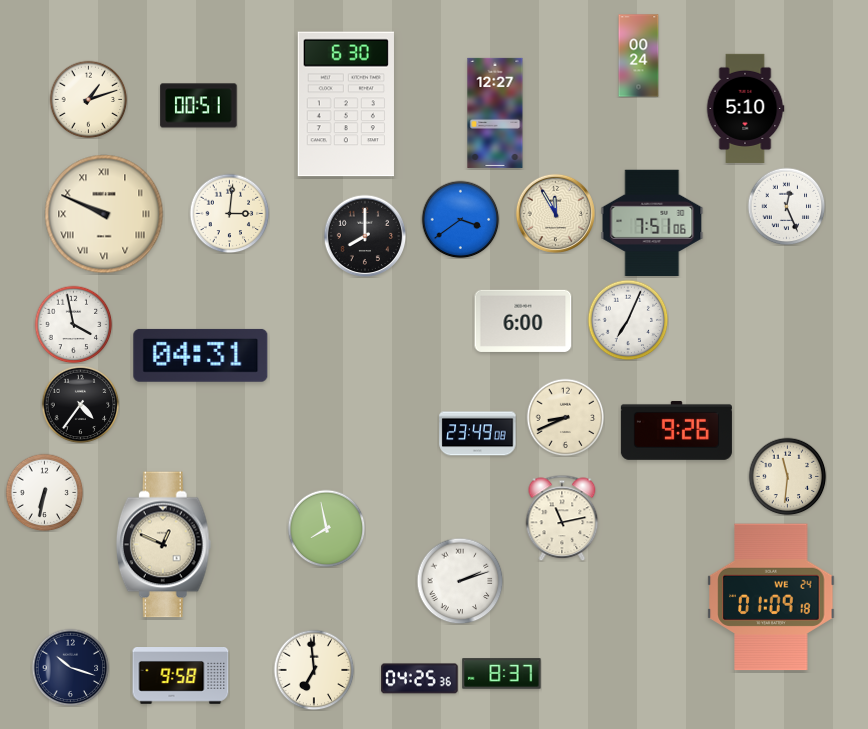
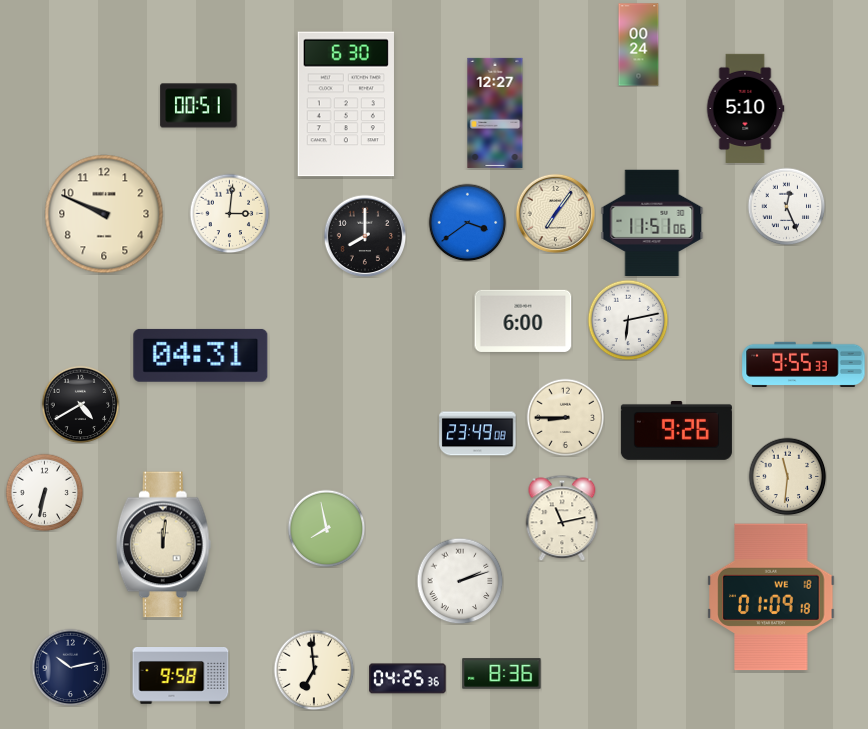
clock at (639, 56) position: (639, 56) -> (639, 45)
clock at (88, 99): 1:12 -> none
clock at (555, 213): 11:55 -> 7:06
clock at (104, 214) numerals: Roman -> Arabic
clock at (460, 219) position: (460, 219) -> (467, 222)
clock at (652, 222): 7:51 -> 11:51
clock at (628, 320): 7:04 -> 6:13
clock at (73, 324): 3:58 -> none
clock at (804, 364): none -> 9:55
clock at (80, 404): 4:36 -> 4:40
clock at (565, 417): 8:41 -> 8:45
clock at (163, 545): 12:49 -> 12:01
clock at (771, 597) date: WE 24 -> WE 18
clock at (70, 667): 10:18 -> 10:13
clock at (502, 674): 8:37 -> 8:36
clock at (420, 679) position: (420, 679) -> (408, 679)
